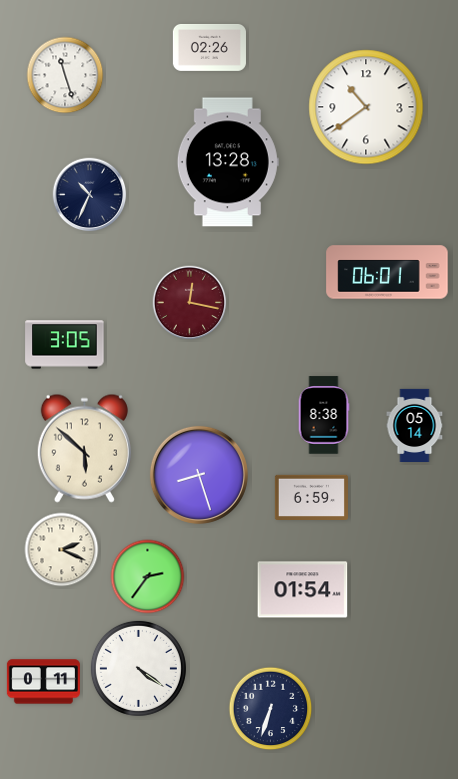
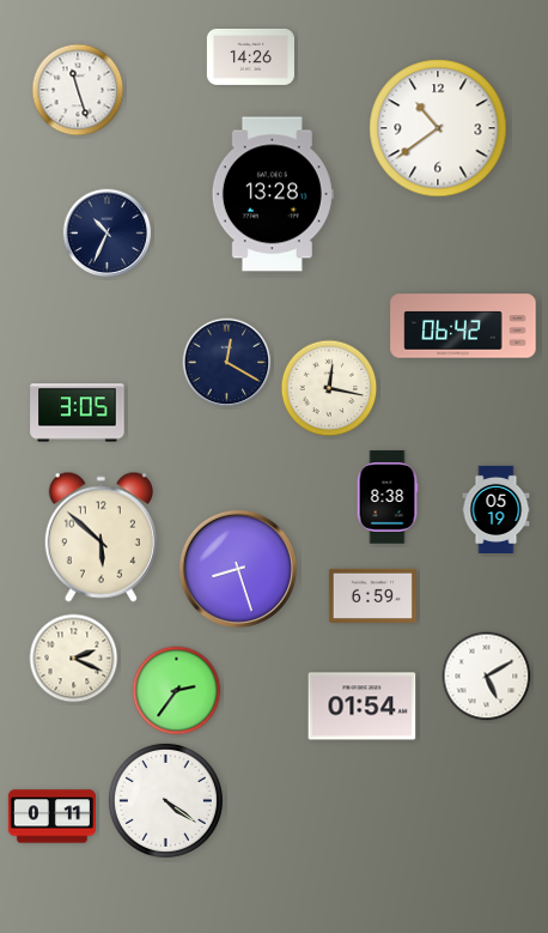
clock at (209, 48): 02:26 -> 14:26
clock at (387, 272): 06:01 -> 06:42
clock at (190, 303): 12:17 -> 12:20
clock at (190, 303) dial: burgundy -> navy
clock at (329, 388): none -> 12:17
clock at (415, 425): 05:14 -> 05:19
clock at (487, 677): none -> 5:10
clock at (271, 709): 6:33 -> none
